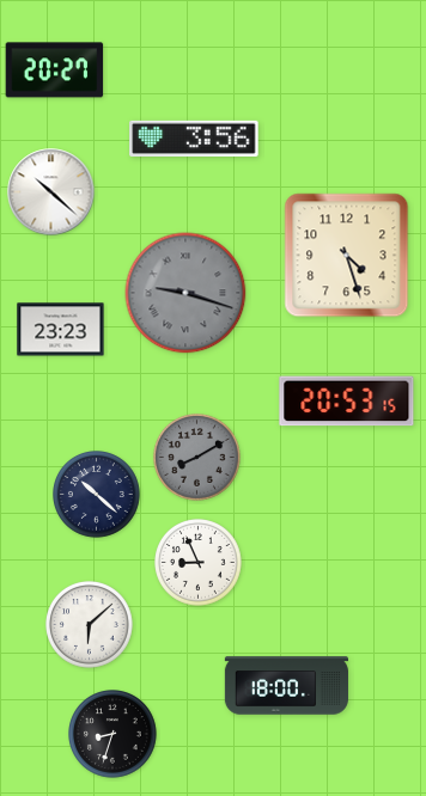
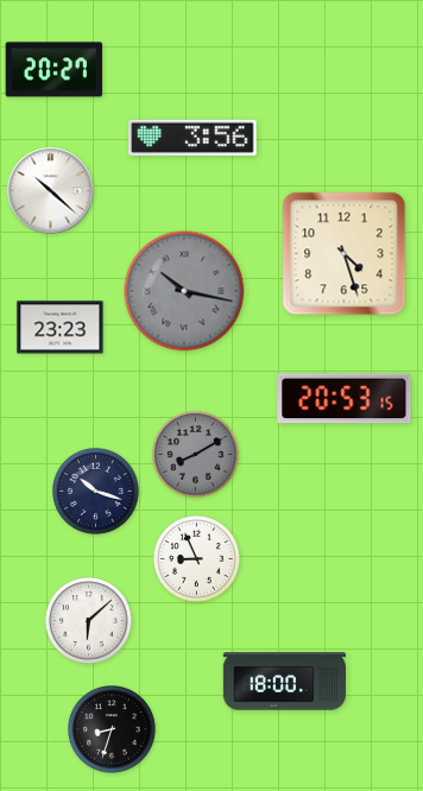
clock at (185, 293): 9:18 -> 10:17
clock at (97, 495): 10:22 -> 10:18
